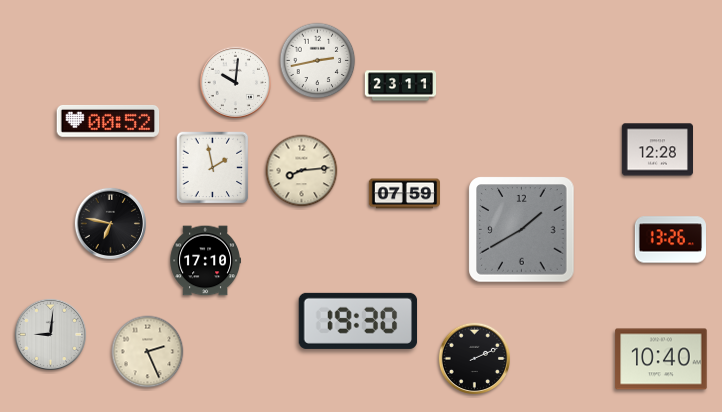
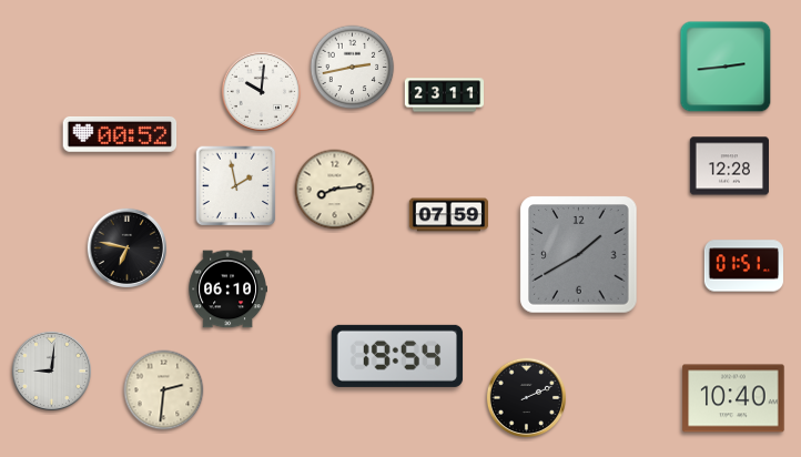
clock at (726, 67): none -> 2:44
clock at (111, 224) position: (111, 224) -> (128, 248)
clock at (670, 240): 13:26 -> 01:51
clock at (205, 261): 17:10 -> 06:10
clock at (358, 321): 19:30 -> 19:54
clock at (51, 335) position: (51, 335) -> (52, 372)
clock at (148, 352): 2:26 -> 2:31
